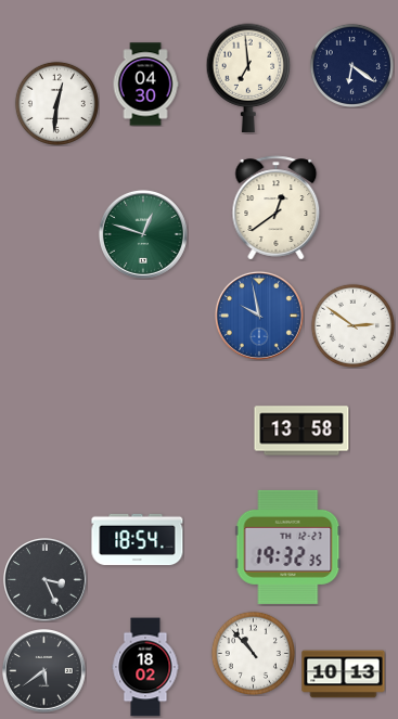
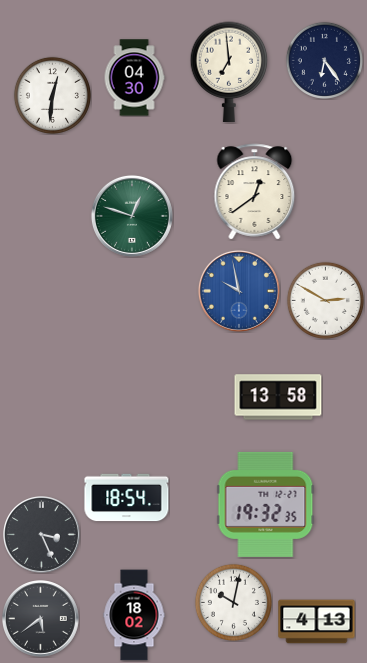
clock at (351, 65): 6:21 -> 6:24
clock at (352, 325): 2:51 -> 2:50
clock at (253, 653): 10:53 -> 10:02
clock at (344, 675): 10:13 -> 4:13
